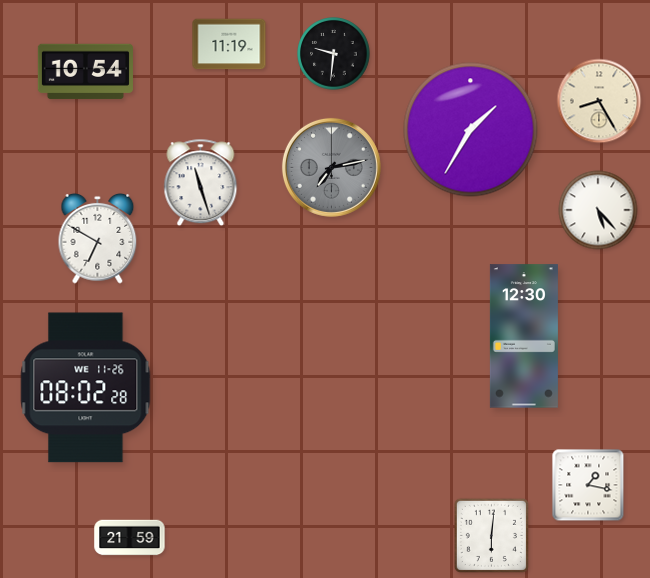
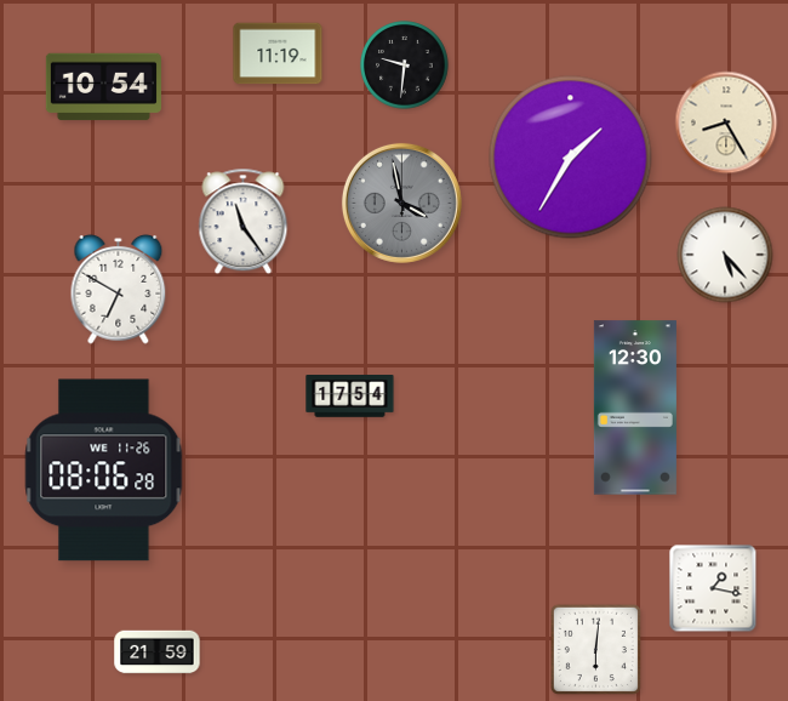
clock at (331, 167): 7:13 -> 3:58
clock at (201, 183): 11:27 -> 11:24
clock at (350, 397): none -> 17:54
clock at (86, 388): 08:02 -> 08:06
